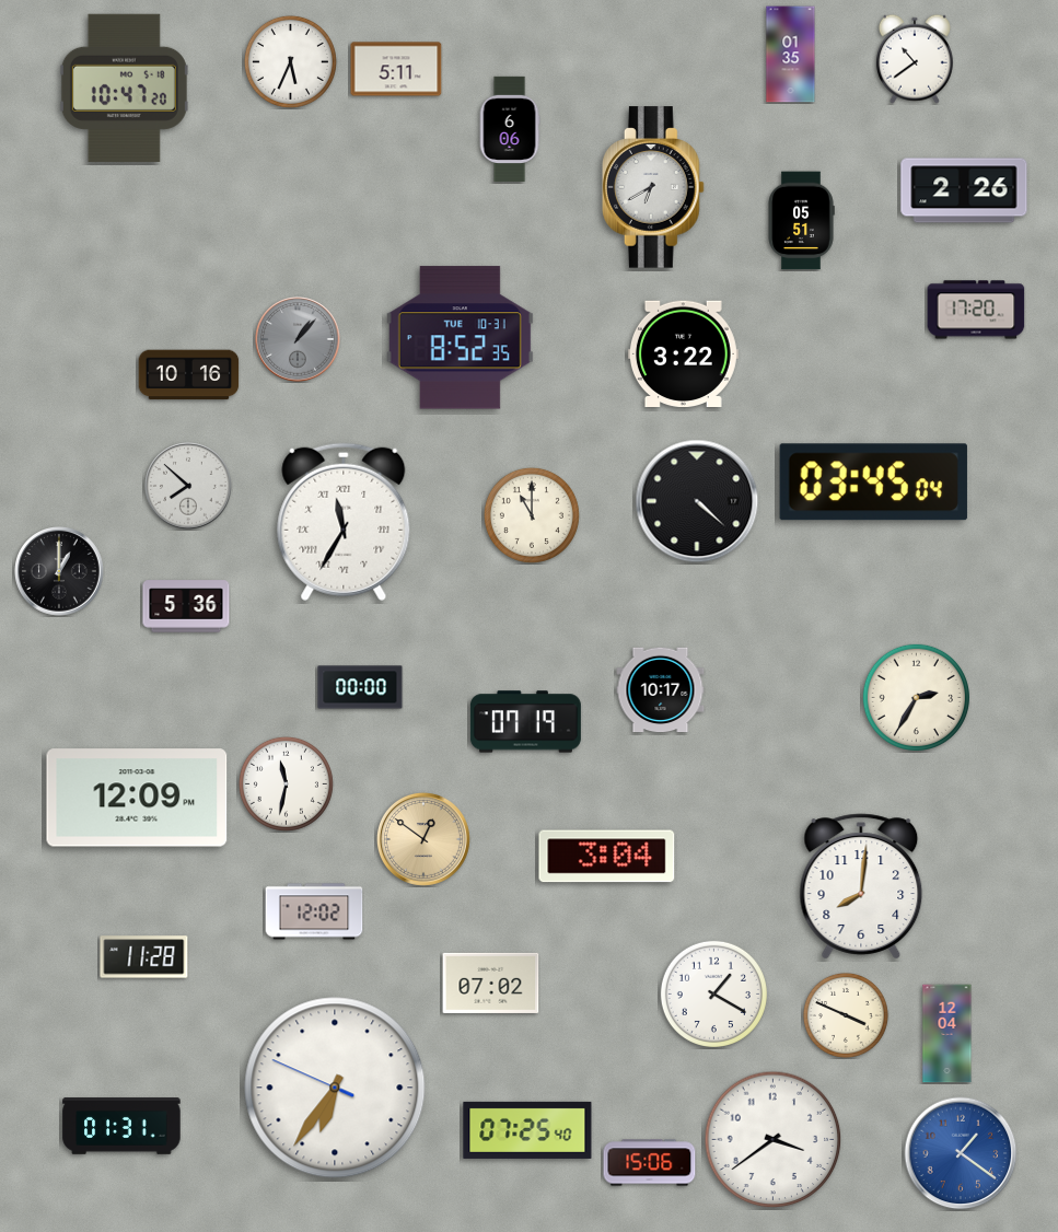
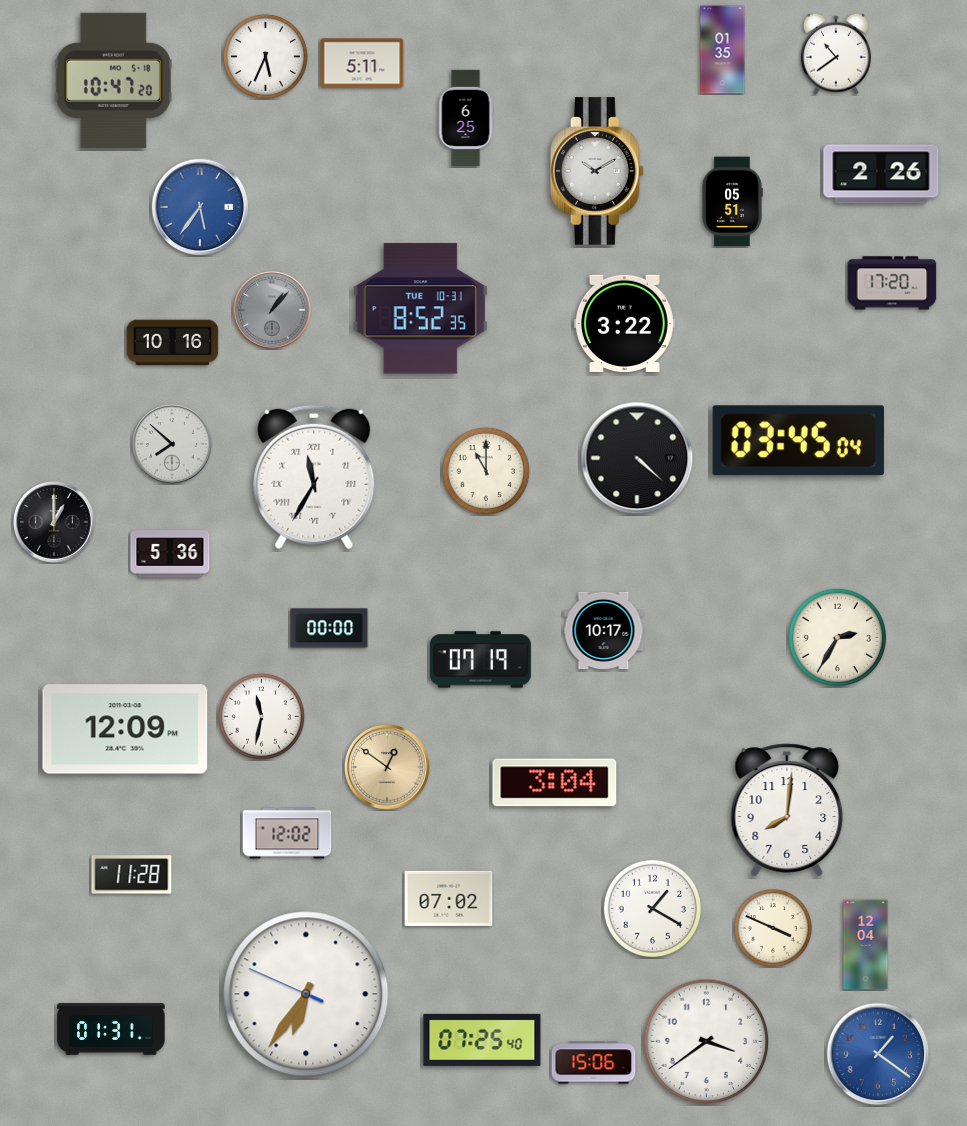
clock at (510, 128): 6:06 -> 6:25
clock at (653, 187): 6:40 -> 10:10
clock at (200, 207): none -> 5:36
clock at (527, 1130) position: (527, 1130) -> (482, 1040)
